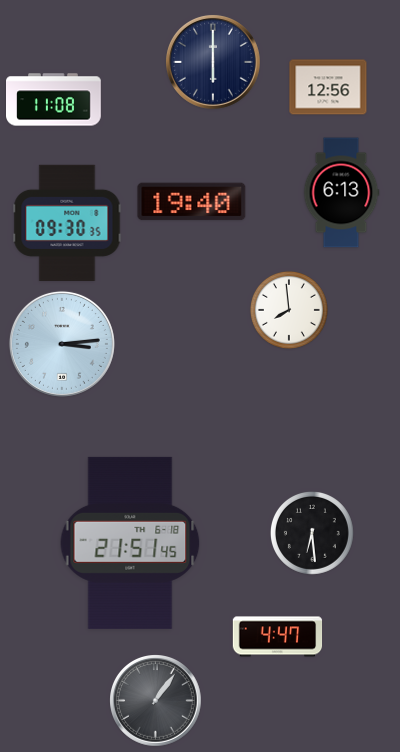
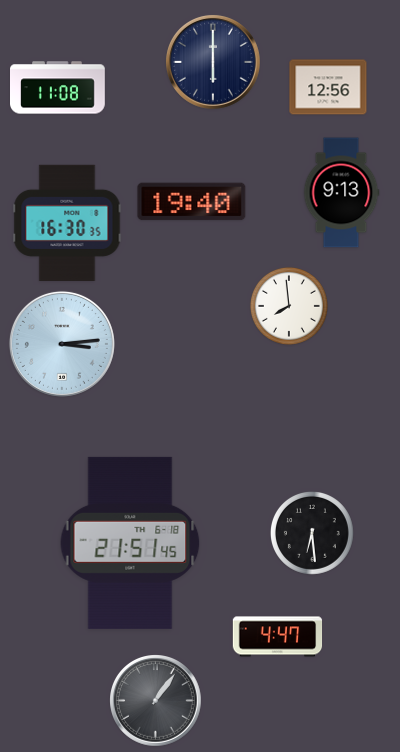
clock at (54, 100) position: (54, 100) -> (58, 88)
clock at (341, 193): 6:13 -> 9:13
clock at (67, 222): 09:30 -> 16:30
clock at (289, 310) position: (289, 310) -> (289, 306)
